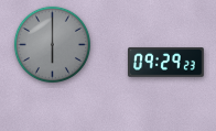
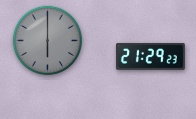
clock at (166, 63): 09:29 -> 21:29
